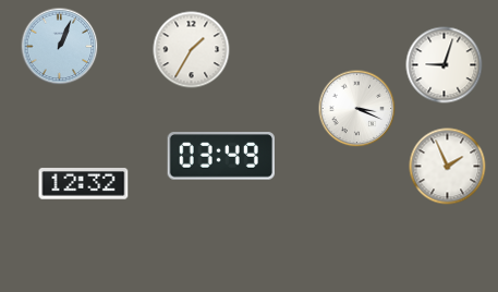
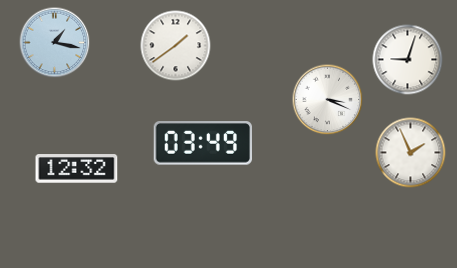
clock at (60, 47): 1:04 -> 1:17
clock at (192, 50): 1:35 -> 1:39
